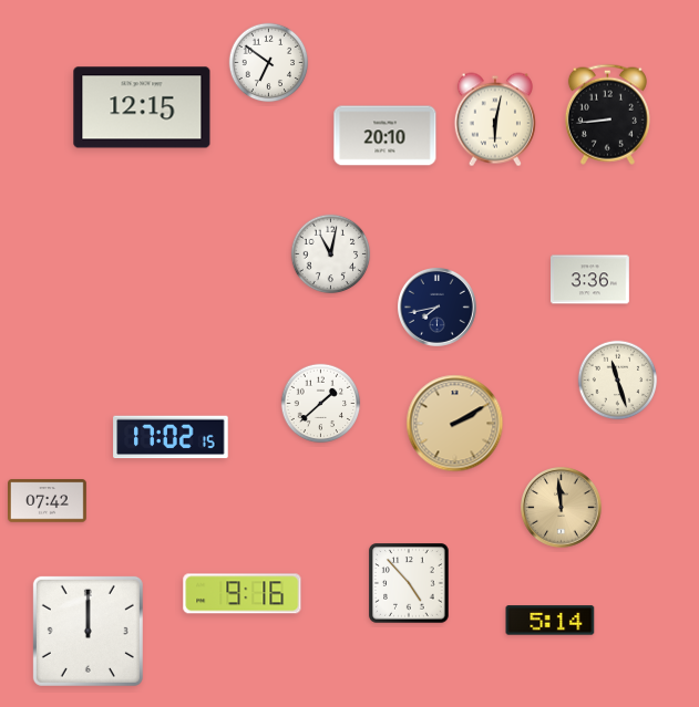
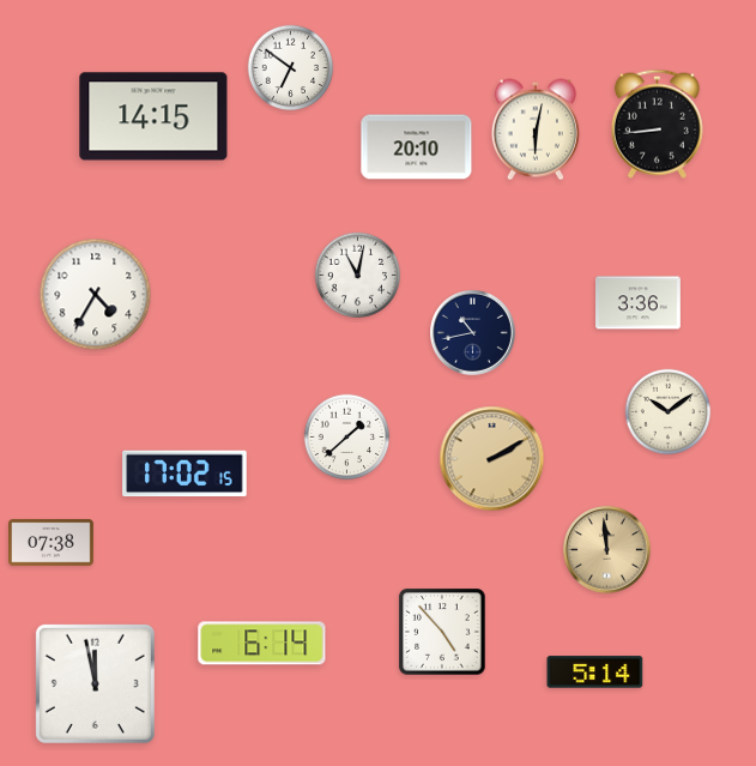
clock at (142, 107): 12:15 -> 14:15
clock at (96, 295): none -> 4:35
clock at (438, 308): 7:43 -> 10:43
clock at (618, 381): 11:27 -> 10:09
clock at (48, 501): 07:42 -> 07:38
clock at (243, 594): 9:16 -> 6:14
clock at (88, 631): 12:00 -> 11:58
